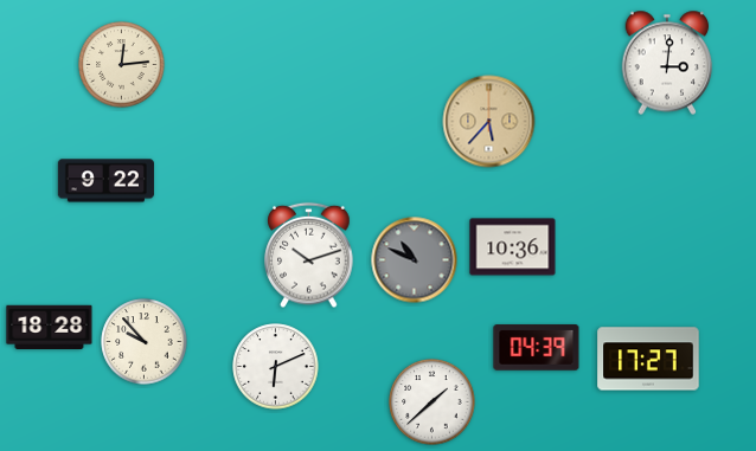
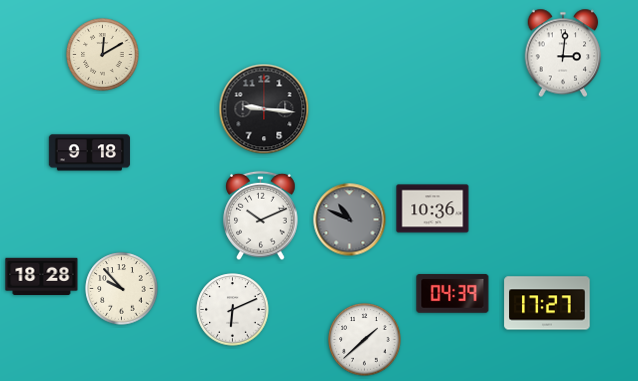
clock at (122, 65): 12:14 -> 12:10
clock at (489, 122): 5:37 -> none
clock at (264, 109): none -> 9:16
clock at (105, 181): 9:22 -> 9:18
clock at (309, 256): 10:12 -> 10:11
